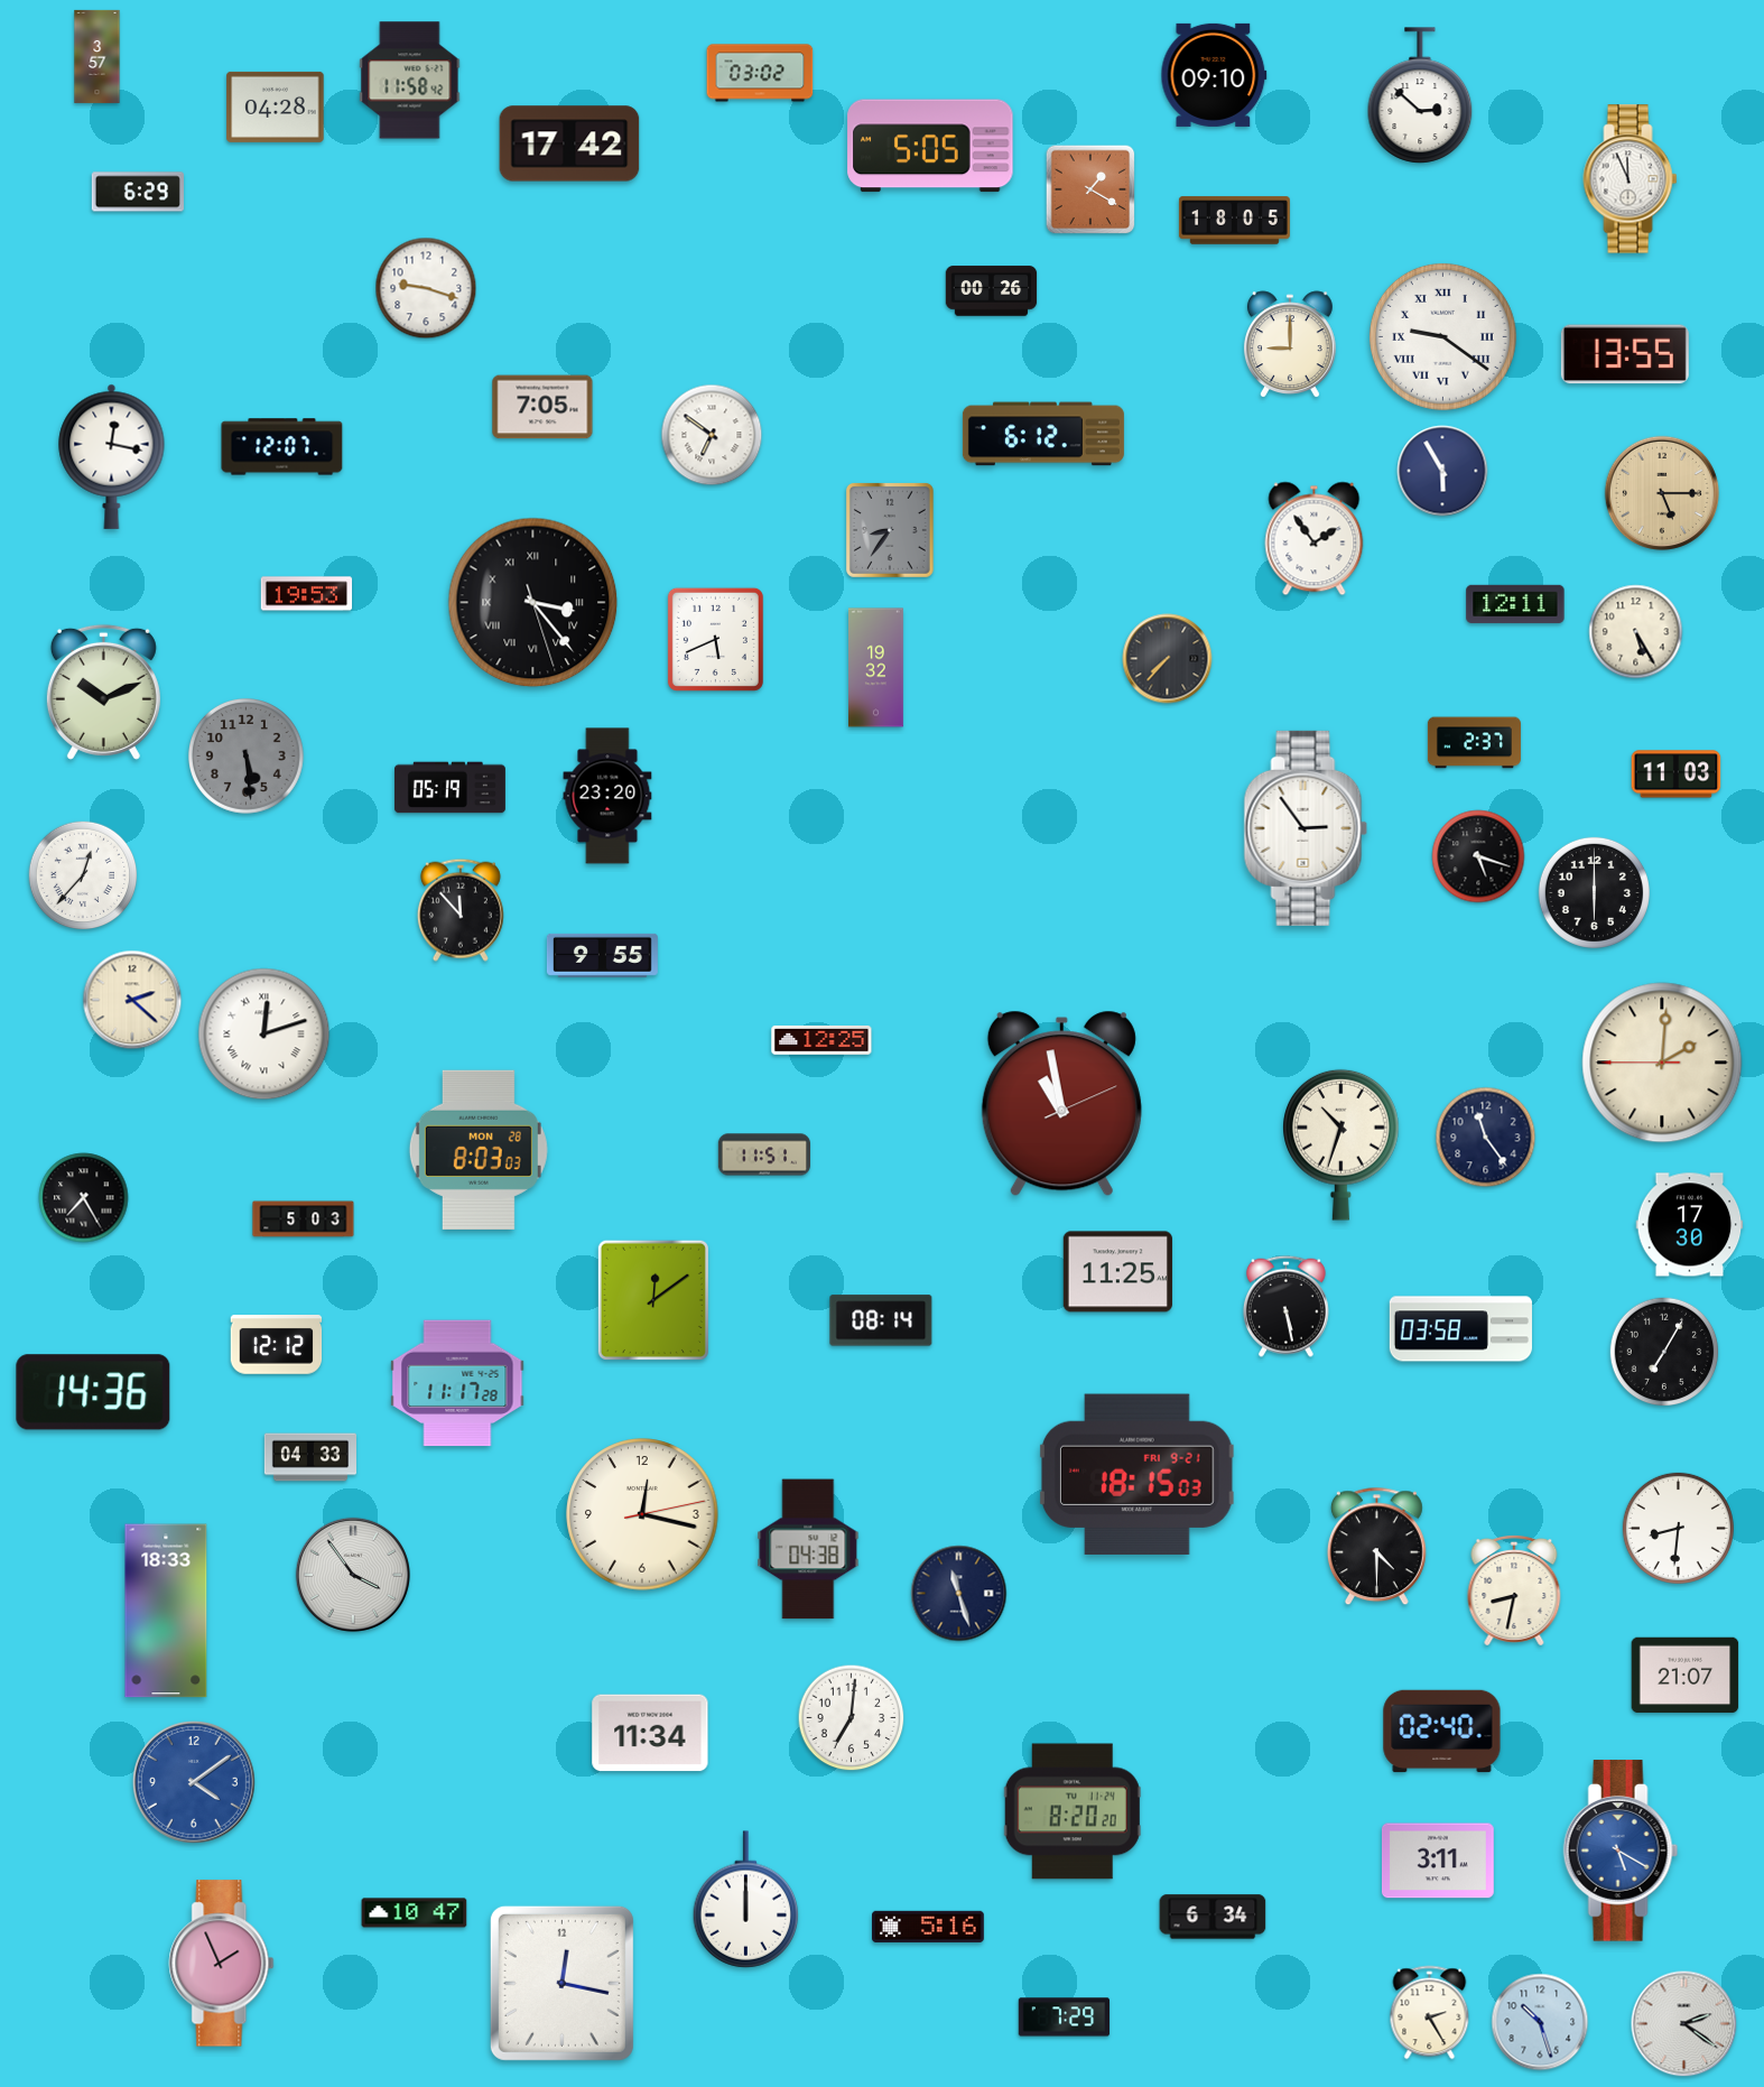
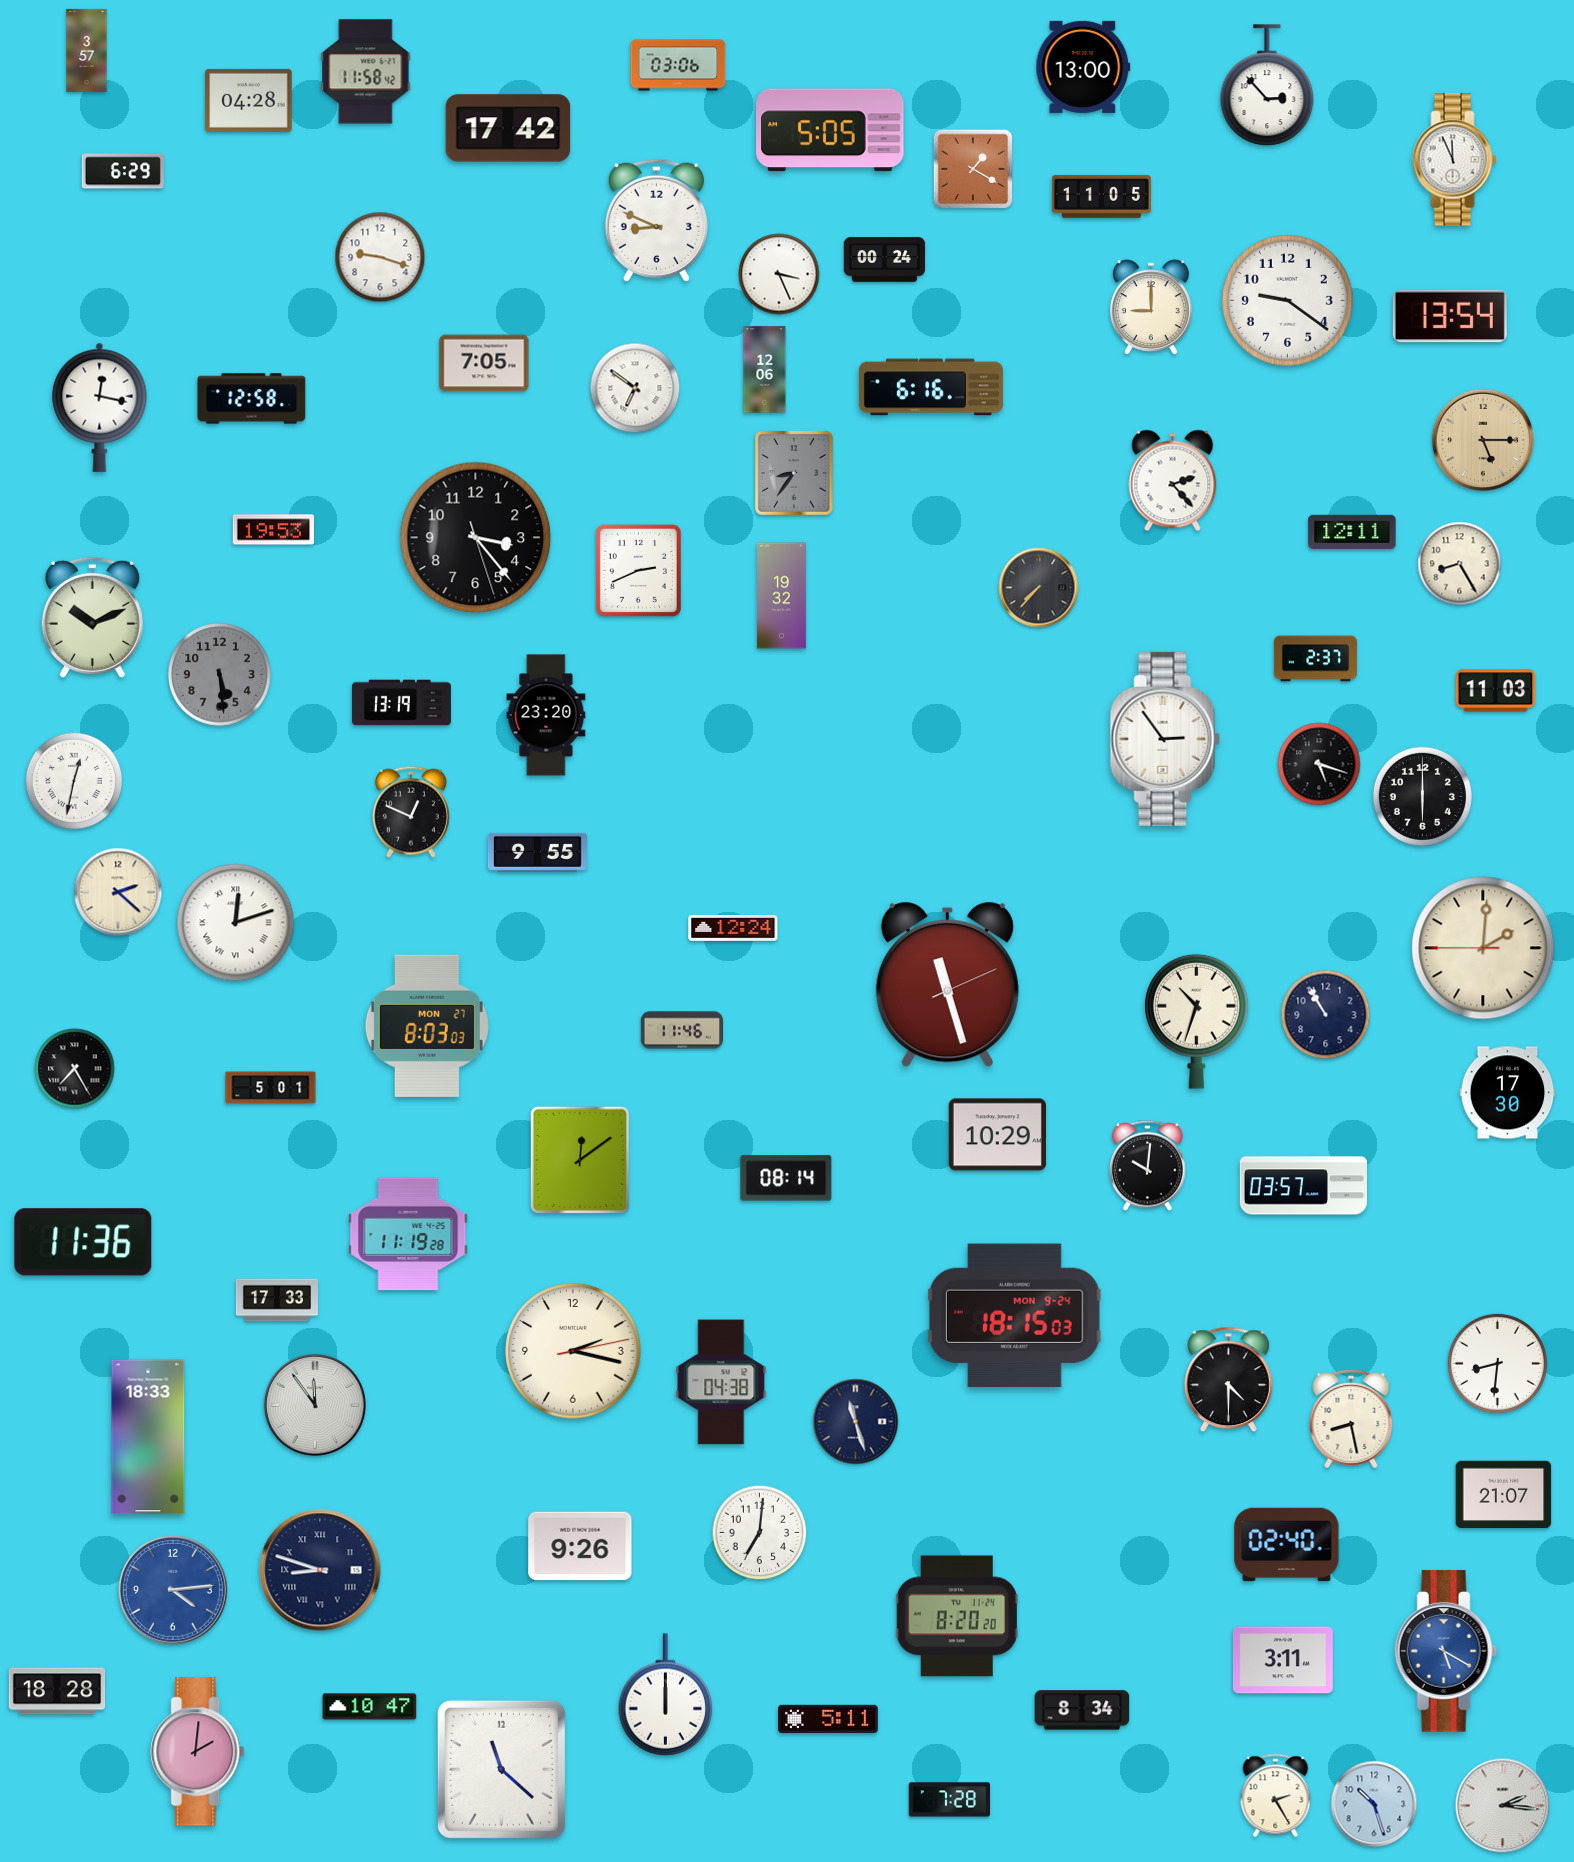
clock at (760, 73): 03:02 -> 03:06
clock at (1214, 75): 09:10 -> 13:00
clock at (1420, 95): 2:52 -> 2:53
clock at (276, 106) position: (276, 106) -> (249, 100)
clock at (1234, 221): 18:05 -> 11:05
clock at (656, 220): none -> 8:49
clock at (992, 291): 00:26 -> 00:24
clock at (779, 274): none -> 3:26
clock at (1442, 336) numerals: Roman -> Arabic
clock at (1625, 354): 13:55 -> 13:54
clock at (765, 370): none -> 12:06
clock at (1043, 434): 6:12 -> 6:16
clock at (282, 447): 12:07 -> 12:58
clock at (1442, 471): 5:55 -> none
clock at (1315, 539): 1:54 -> 2:23
clock at (533, 603) numerals: Roman -> Arabic
clock at (1515, 604) position: (1515, 604) -> (1352, 532)
clock at (1636, 632): 5:25 -> 8:25
clock at (715, 639): 5:41 -> 2:41
clock at (1168, 659) position: (1168, 659) -> (1039, 588)
clock at (1474, 743) position: (1474, 743) -> (1315, 659)
clock at (449, 788): 05:19 -> 13:19
clock at (607, 796) position: (607, 796) -> (546, 715)
clock at (83, 875): 12:37 -> 12:32
clock at (461, 910): 11:53 -> 12:49
clock at (821, 1040): 12:25 -> 12:24
clock at (1061, 1104): 10:58 -> 11:27
clock at (1486, 1138): 11:24 -> 10:55
clock at (479, 1150) date: MON 28 -> MON 27
clock at (763, 1154): 11:51 -> 11:46
clock at (304, 1219): 5:03 -> 5:01
clock at (1117, 1272): 11:25 -> 10:29
clock at (653, 1300) position: (653, 1300) -> (580, 1160)
clock at (1285, 1306): 5:28 -> 10:01
clock at (1460, 1329): 03:58 -> 03:57
clock at (277, 1345): 12:12 -> none
clock at (1664, 1352): 7:05 -> none
clock at (457, 1383): 11:17 -> 11:19
clock at (93, 1392): 14:36 -> 11:36
clock at (309, 1457): 04:33 -> 17:33
clock at (1136, 1474) date: FRI 9-21 -> MON 9-24
clock at (642, 1514): 12:17 -> 2:17
clock at (353, 1575): 3:54 -> 11:54
clock at (1514, 1592): 8:32 -> 8:28
clock at (650, 1733): 11:34 -> 9:26
clock at (320, 1570): none -> 8:48
clock at (194, 1782): 4:09 -> 4:14
clock at (57, 1691): none -> 18:28
clock at (1213, 1917): 6:34 -> 8:34
clock at (929, 1927): 5:16 -> 5:11
clock at (222, 1964): 1:56 -> 2:01
clock at (561, 1983): 12:17 -> 11:22
clock at (1065, 2018): 7:29 -> 7:28
clock at (1684, 2024): 2:21 -> 2:16
